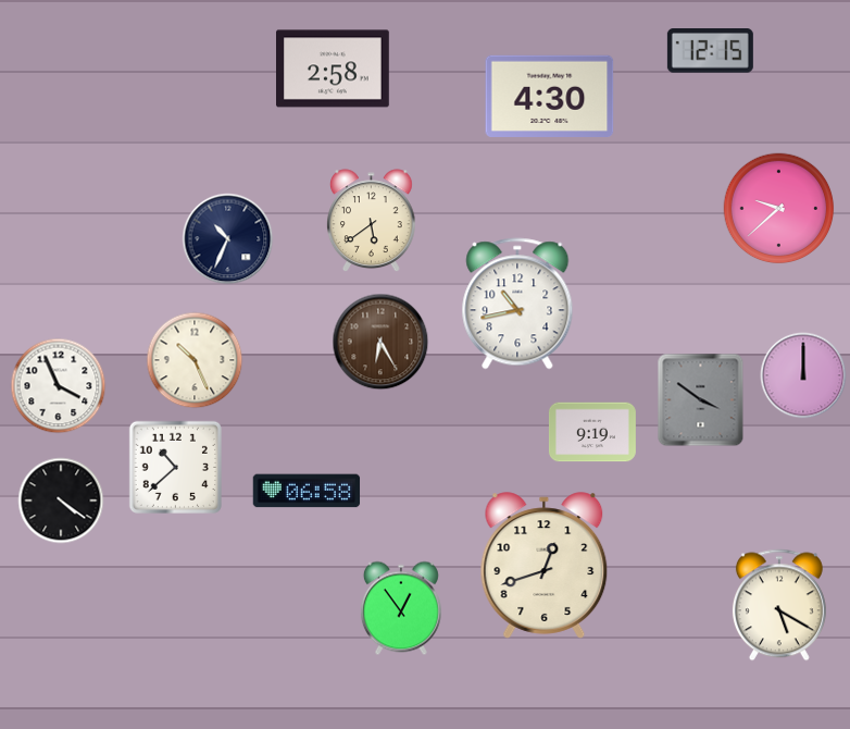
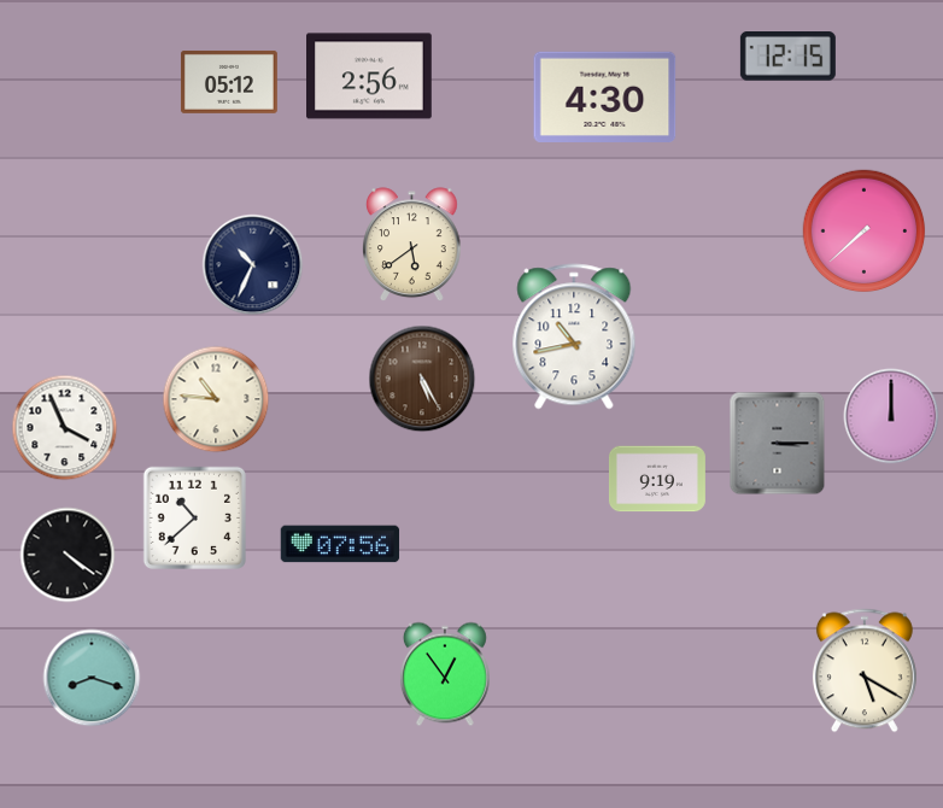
clock at (334, 69): 2:58 -> 2:56
clock at (229, 82): none -> 05:12
clock at (550, 96) position: (550, 96) -> (605, 96)
clock at (779, 209): 9:38 -> 7:38
clock at (380, 342): 6:25 -> 5:25
clock at (195, 360): 10:26 -> 10:46
clock at (701, 400): 3:51 -> 3:15
clock at (307, 491): 06:58 -> 07:56
clock at (545, 566): 12:42 -> none
clock at (92, 678): none -> 8:18
